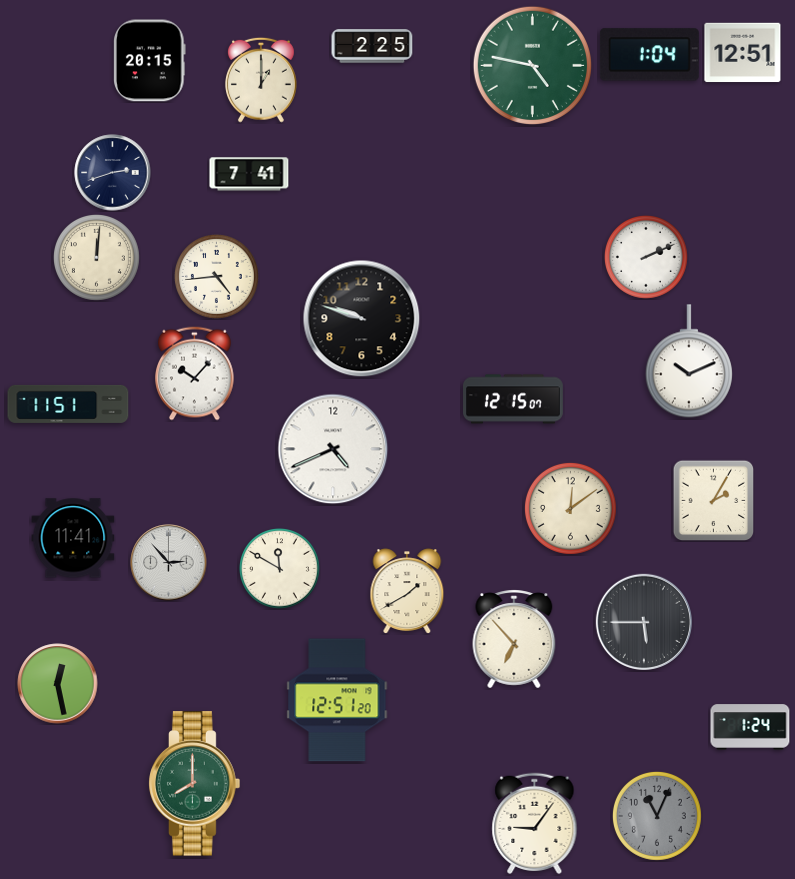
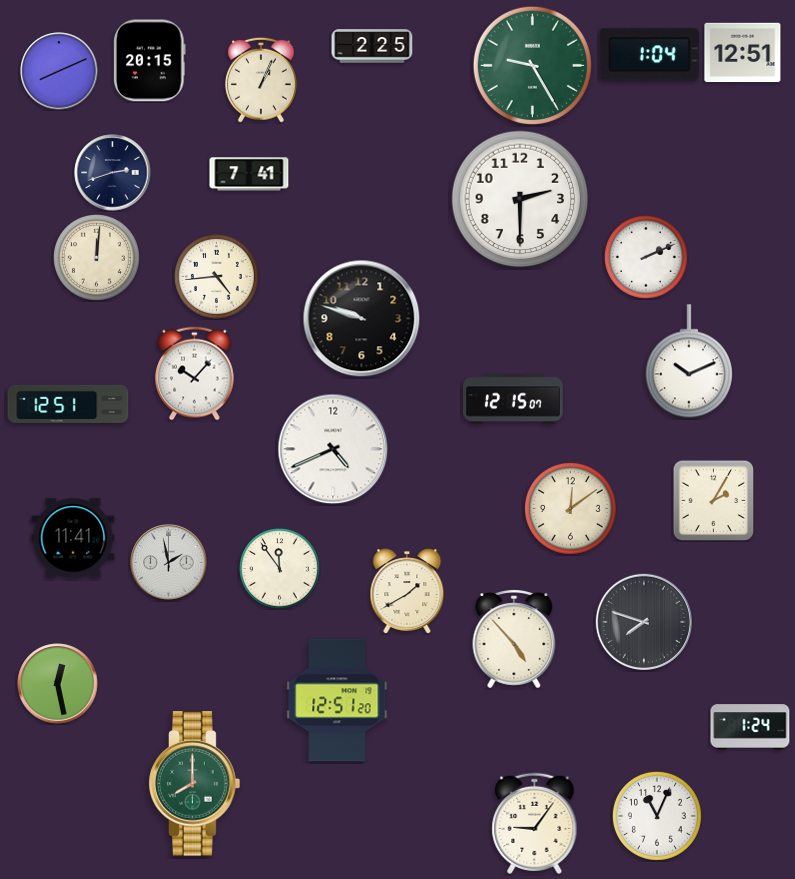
clock at (532, 65): 4:47 -> 9:25
clock at (59, 71): none -> 8:11
clock at (261, 80): 1:00 -> 1:04
clock at (520, 199): none -> 2:30
clock at (68, 404): 11:51 -> 12:51
clock at (169, 563): 2:53 -> 1:58
clock at (280, 569): 11:50 -> 11:54
clock at (644, 622): 5:45 -> 7:48
clock at (514, 639): 6:53 -> 4:53
clock at (657, 816) dial: grey -> white
